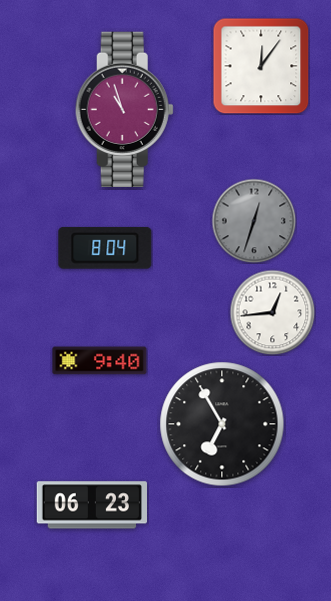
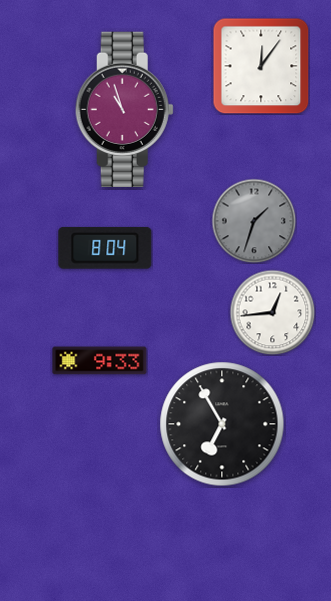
clock at (254, 221): 12:33 -> 1:33
clock at (100, 361): 9:40 -> 9:33
clock at (91, 505): 06:23 -> none
